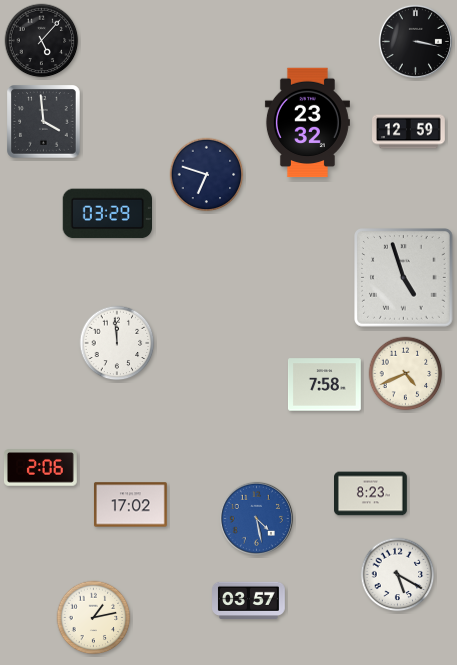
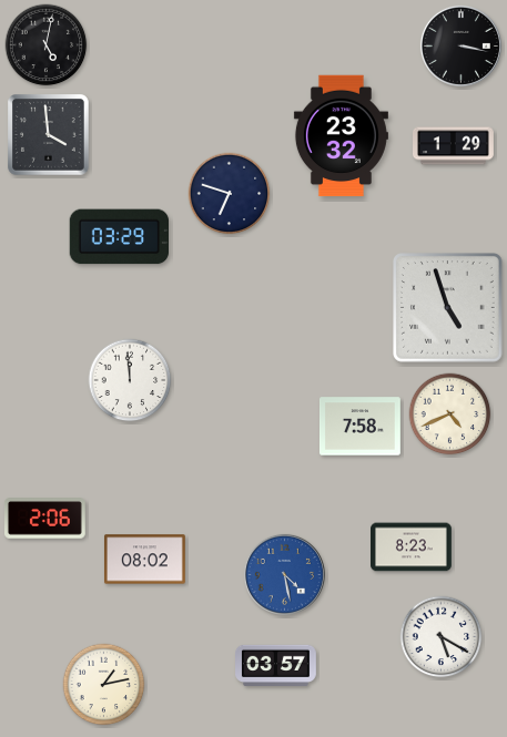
clock at (42, 41): 5:07 -> 5:02
clock at (409, 132): 12:59 -> 1:29
clock at (130, 505): 17:02 -> 08:02
